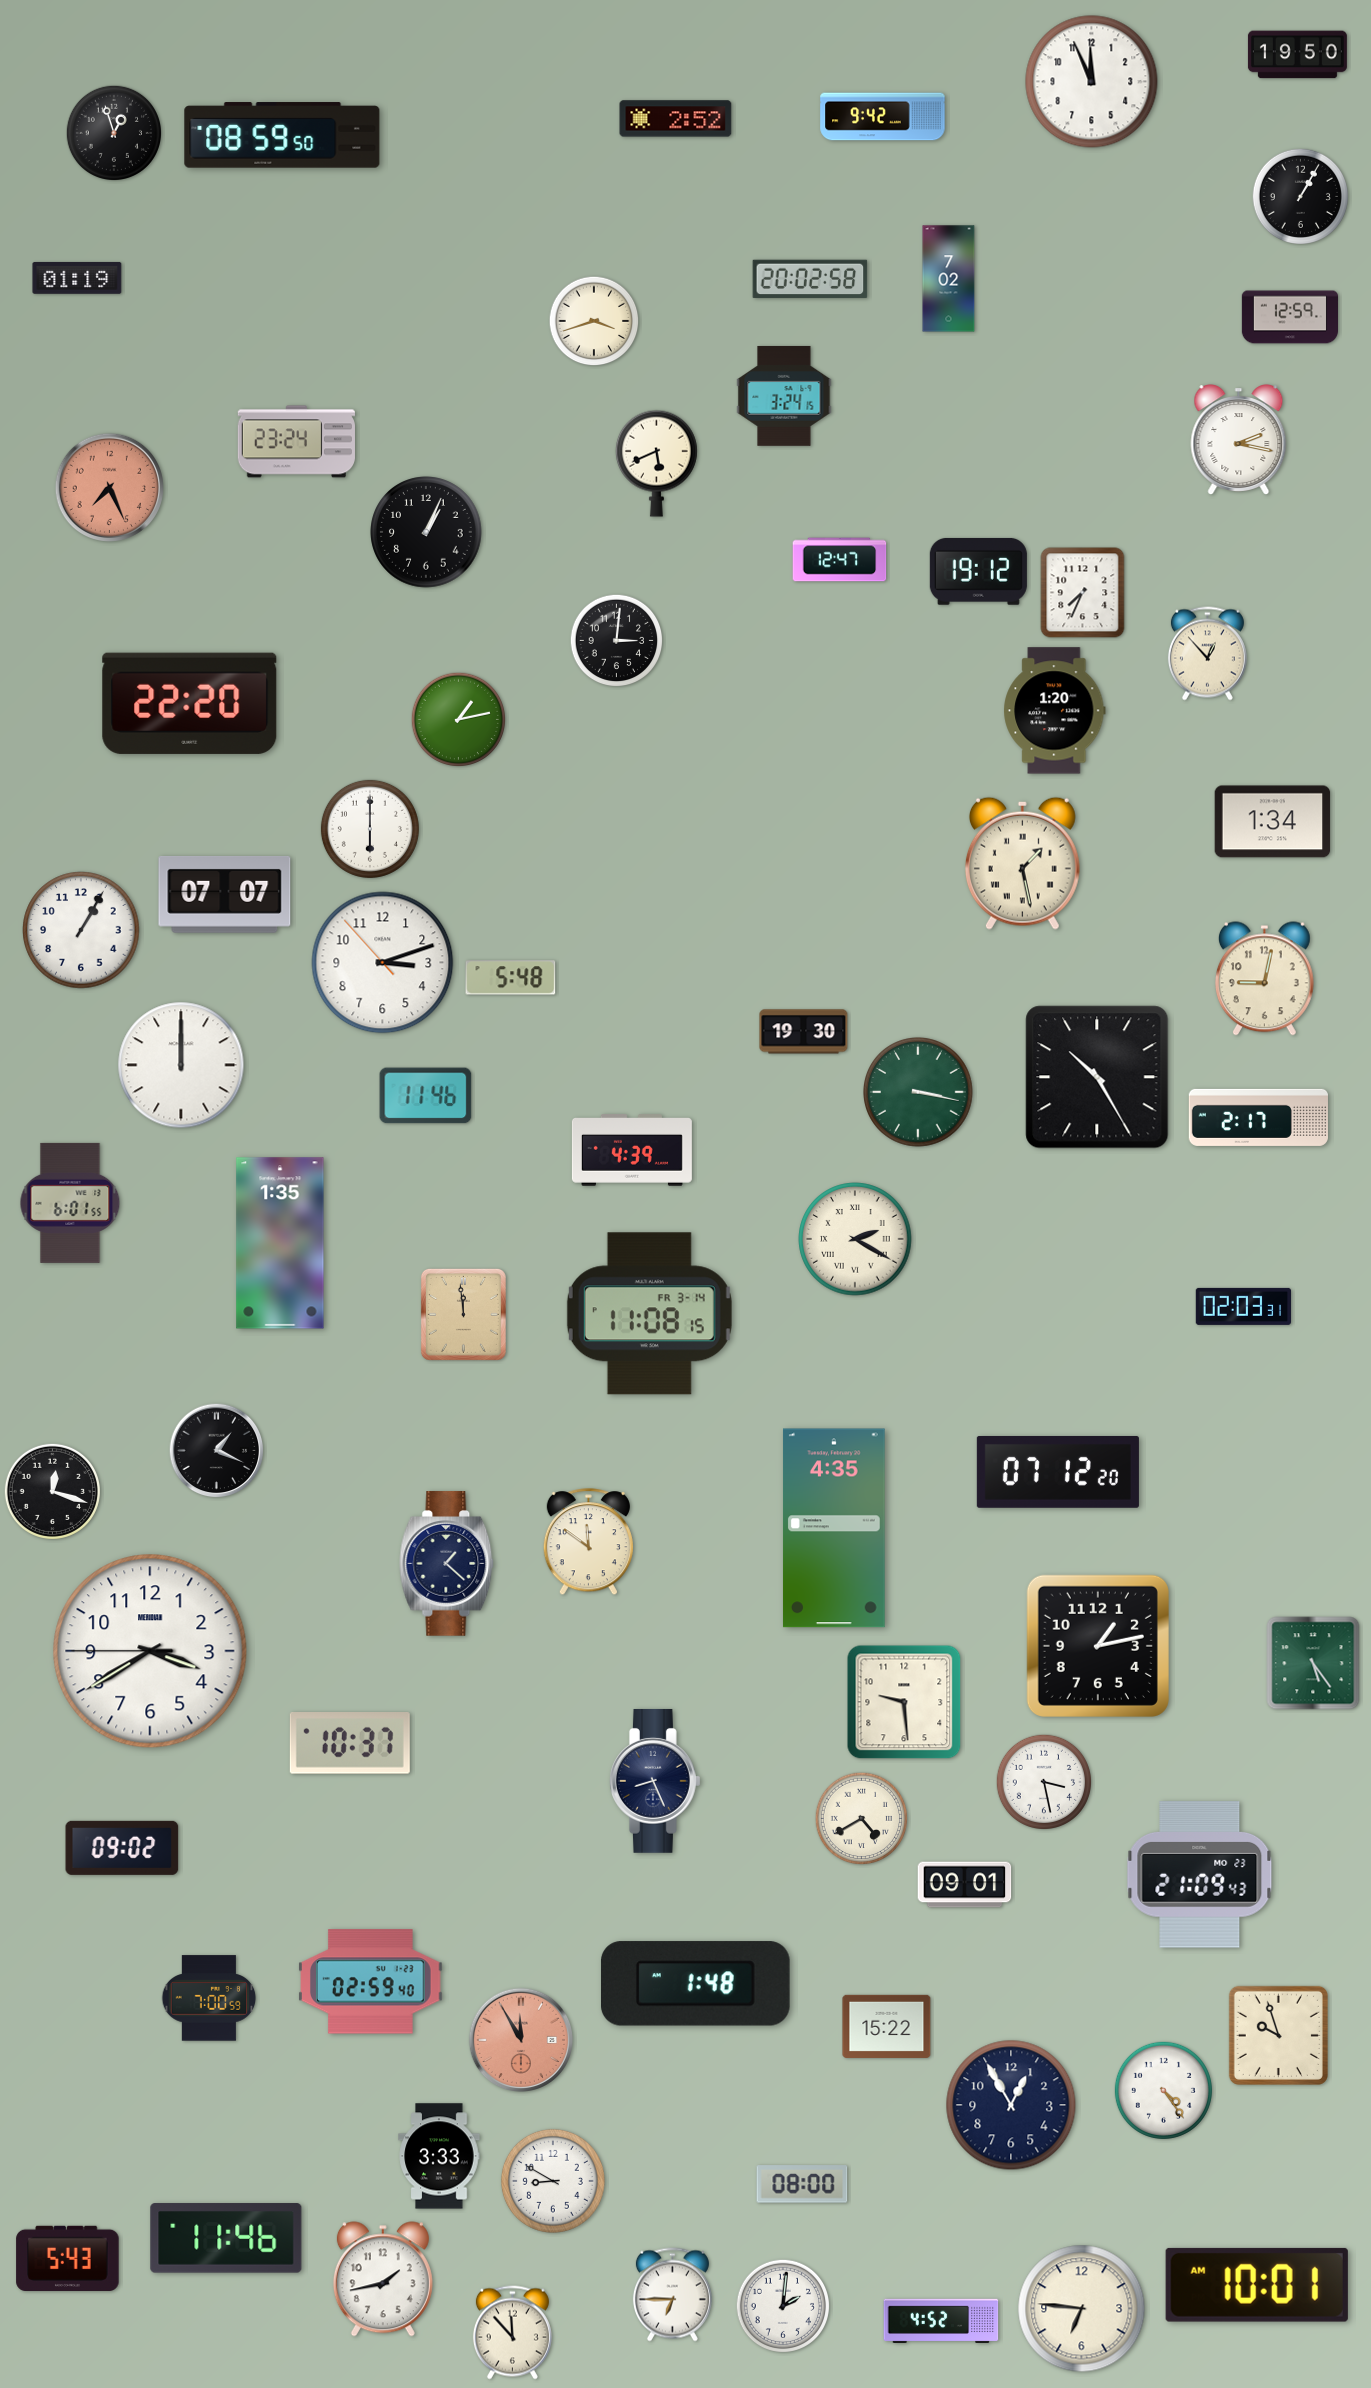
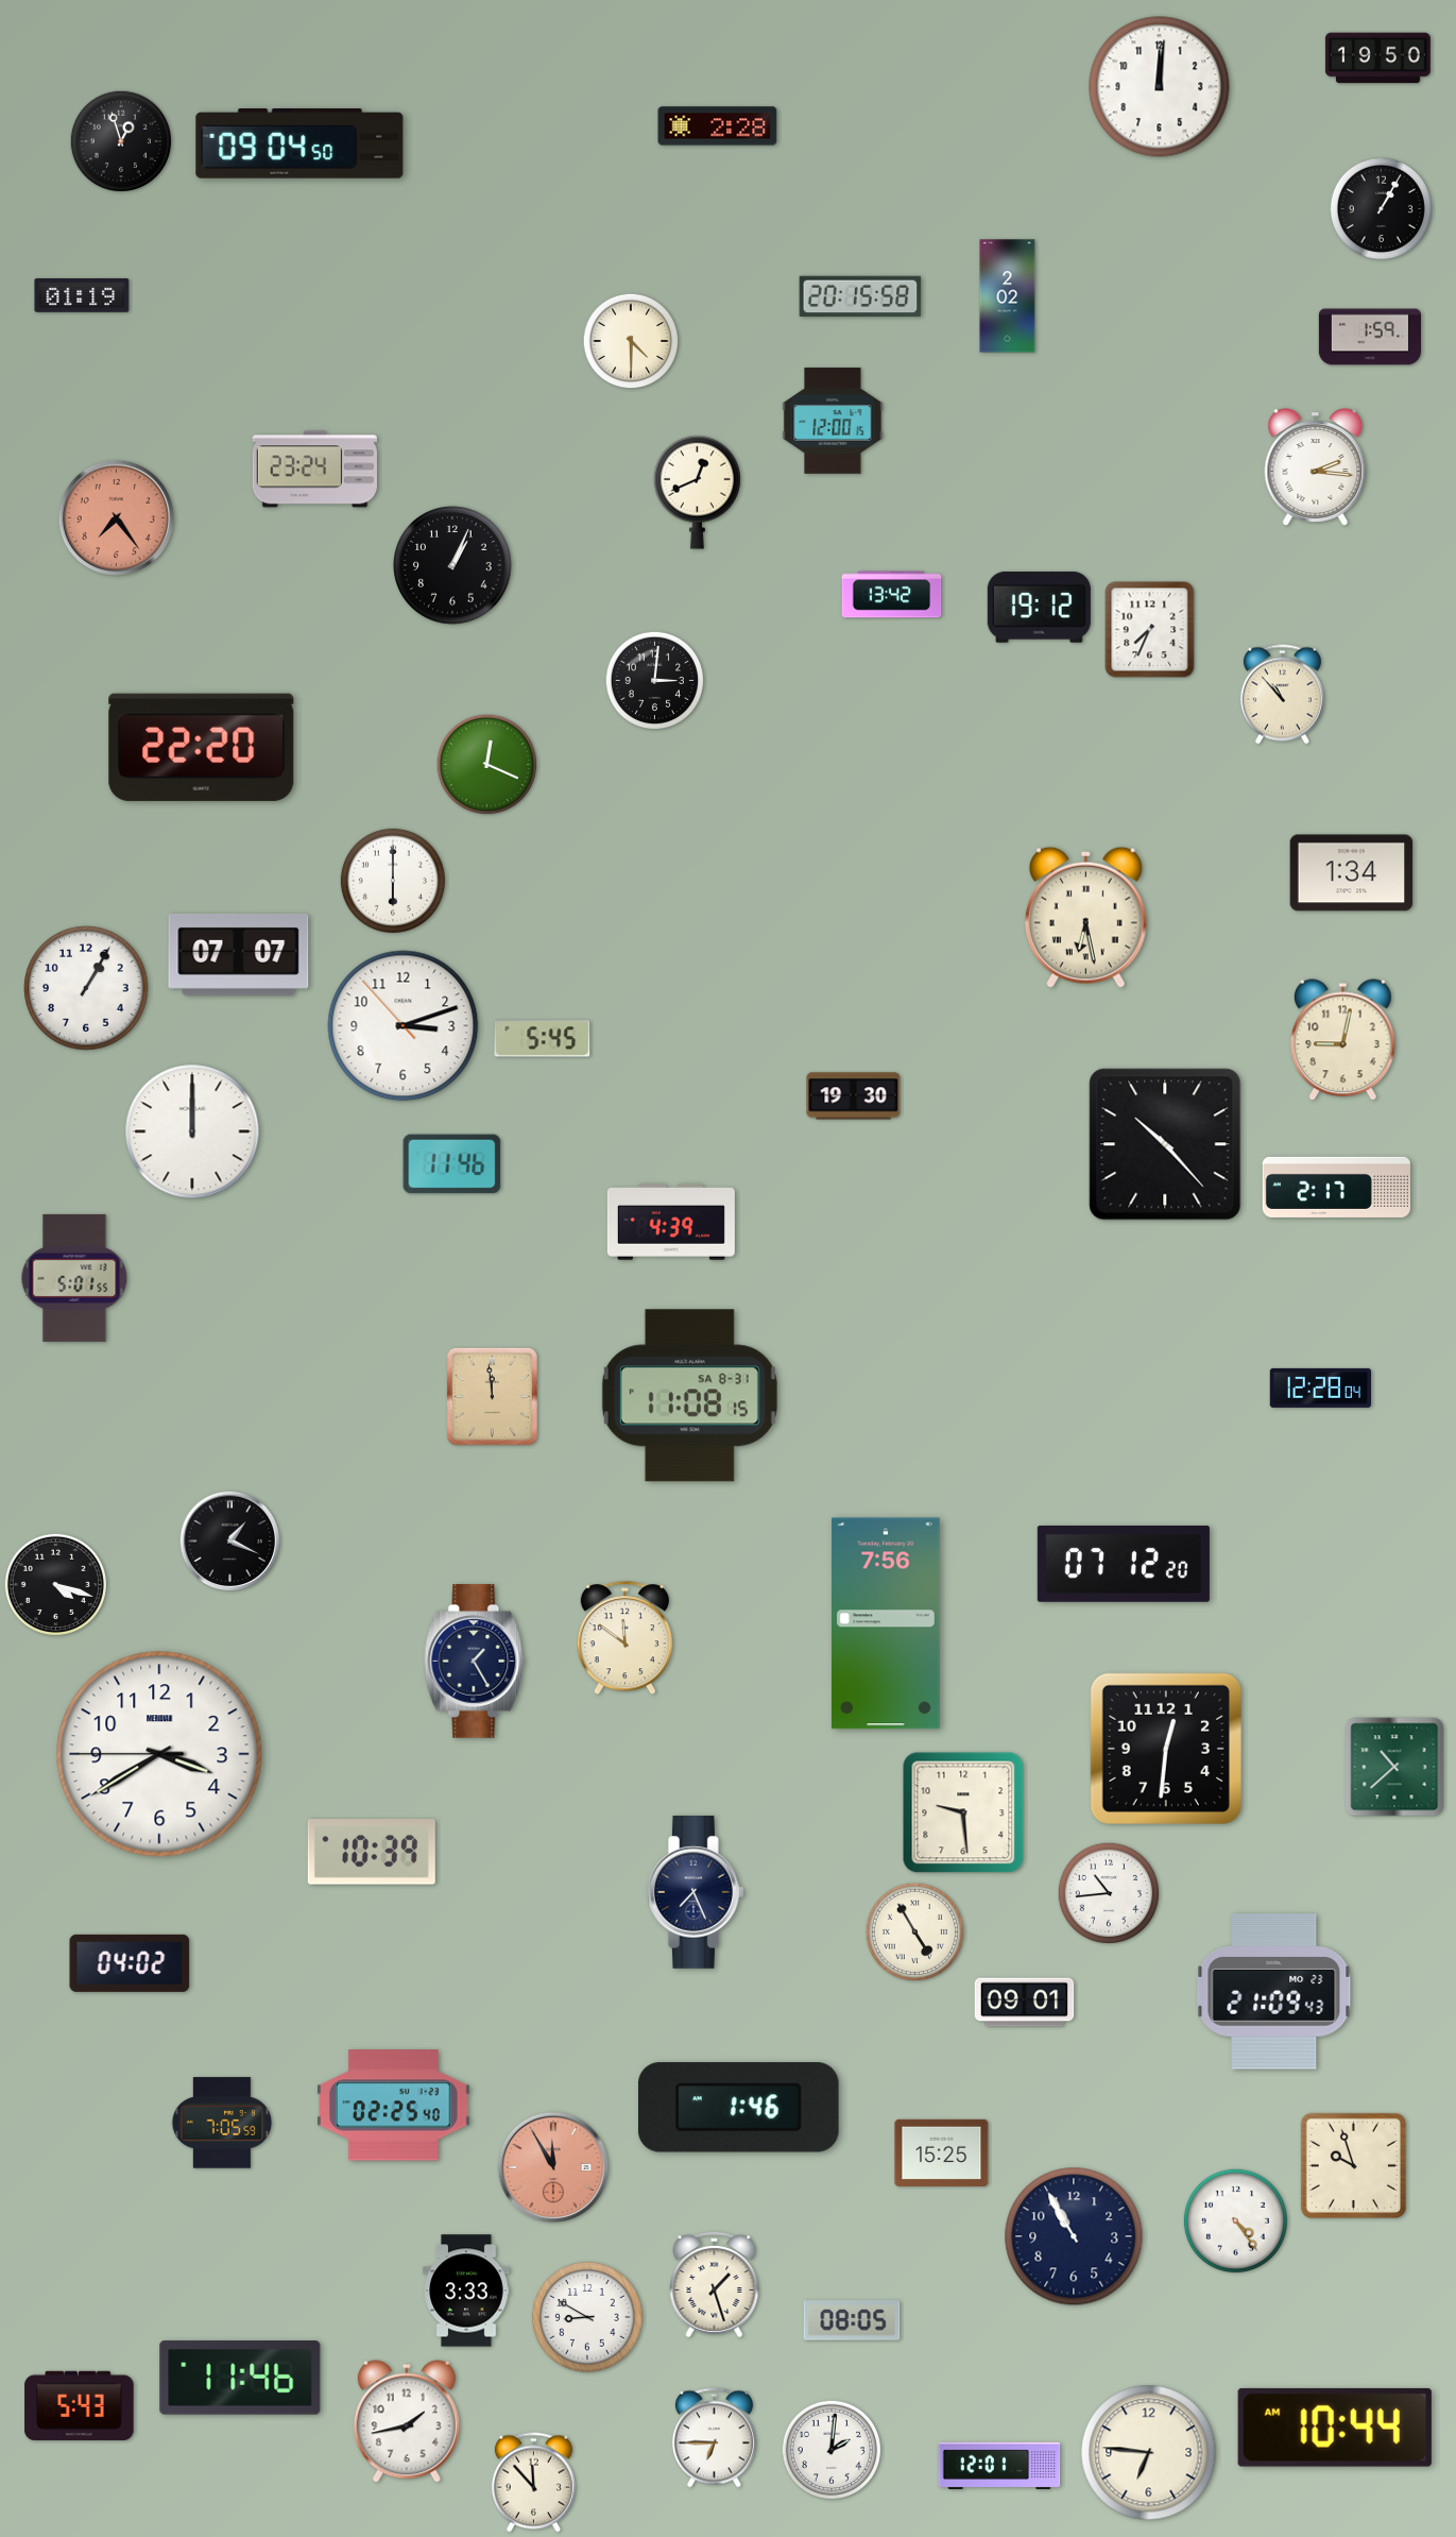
clock at (1092, 82): 11:56 -> 12:01
clock at (883, 117): 9:42 -> none
clock at (676, 119): 2:52 -> 2:28
clock at (282, 135): 08:59 -> 09:04
clock at (810, 279): 20:02 -> 20:15
clock at (949, 279): 7:02 -> 2:02
clock at (1289, 317): 12:59 -> 1:59
clock at (594, 321): 3:42 -> 4:30
clock at (784, 396): 3:24 -> 12:00
clock at (1239, 440): 2:17 -> 2:16
clock at (656, 463): 5:41 -> 12:41
clock at (109, 487): 7:26 -> 7:24
clock at (840, 560): 12:47 -> 13:42
clock at (1207, 654): 12:53 -> 10:53
clock at (1055, 711): 1:20 -> none
clock at (458, 719): 1:13 -> 12:19
clock at (1022, 863): 1:28 -> 6:28
clock at (225, 894) position: (225, 894) -> (239, 954)
clock at (383, 963) position: (383, 963) -> (404, 1026)
clock at (511, 978): 5:48 -> 5:45
clock at (1097, 1077): 10:25 -> 10:23
clock at (919, 1093): 3:17 -> none
clock at (70, 1203): 6:01 -> 5:01
clock at (855, 1239): 2:20 -> none
clock at (280, 1243): 1:35 -> none
clock at (1243, 1306): 02:03 -> 12:28
clock at (649, 1314) date: FR 3-14 -> SA 8-31
clock at (52, 1491): 12:18 -> 4:18
clock at (834, 1528): 4:35 -> 7:56
clock at (447, 1564): 1:22 -> 1:25
clock at (1098, 1646): 1:13 -> 12:31
clock at (1313, 1663): 5:24 -> 10:38
clock at (904, 1702) position: (904, 1702) -> (963, 1812)
clock at (350, 1744): 10:37 -> 10:39
clock at (655, 1781): 8:26 -> 7:26
clock at (1043, 1781): 3:28 -> 10:44
clock at (862, 1819): 4:40 -> 4:55
clock at (122, 1848): 09:02 -> 04:02
clock at (371, 1982): 02:59 -> 02:25
clock at (695, 1984): 1:48 -> 1:46
clock at (209, 1998): 7:00 -> 7:05
clock at (887, 2026): 15:22 -> 15:25
clock at (1278, 2035) position: (1278, 2035) -> (1353, 2165)
clock at (1011, 2105): 12:55 -> 10:55
clock at (715, 2284): none -> 1:27
clock at (802, 2184): 08:00 -> 08:05
clock at (68, 2258) position: (68, 2258) -> (80, 2405)
clock at (1257, 2285): 10:01 -> 10:44
clock at (941, 2321): 4:52 -> 12:01
clock at (512, 2333) position: (512, 2333) -> (533, 2483)
